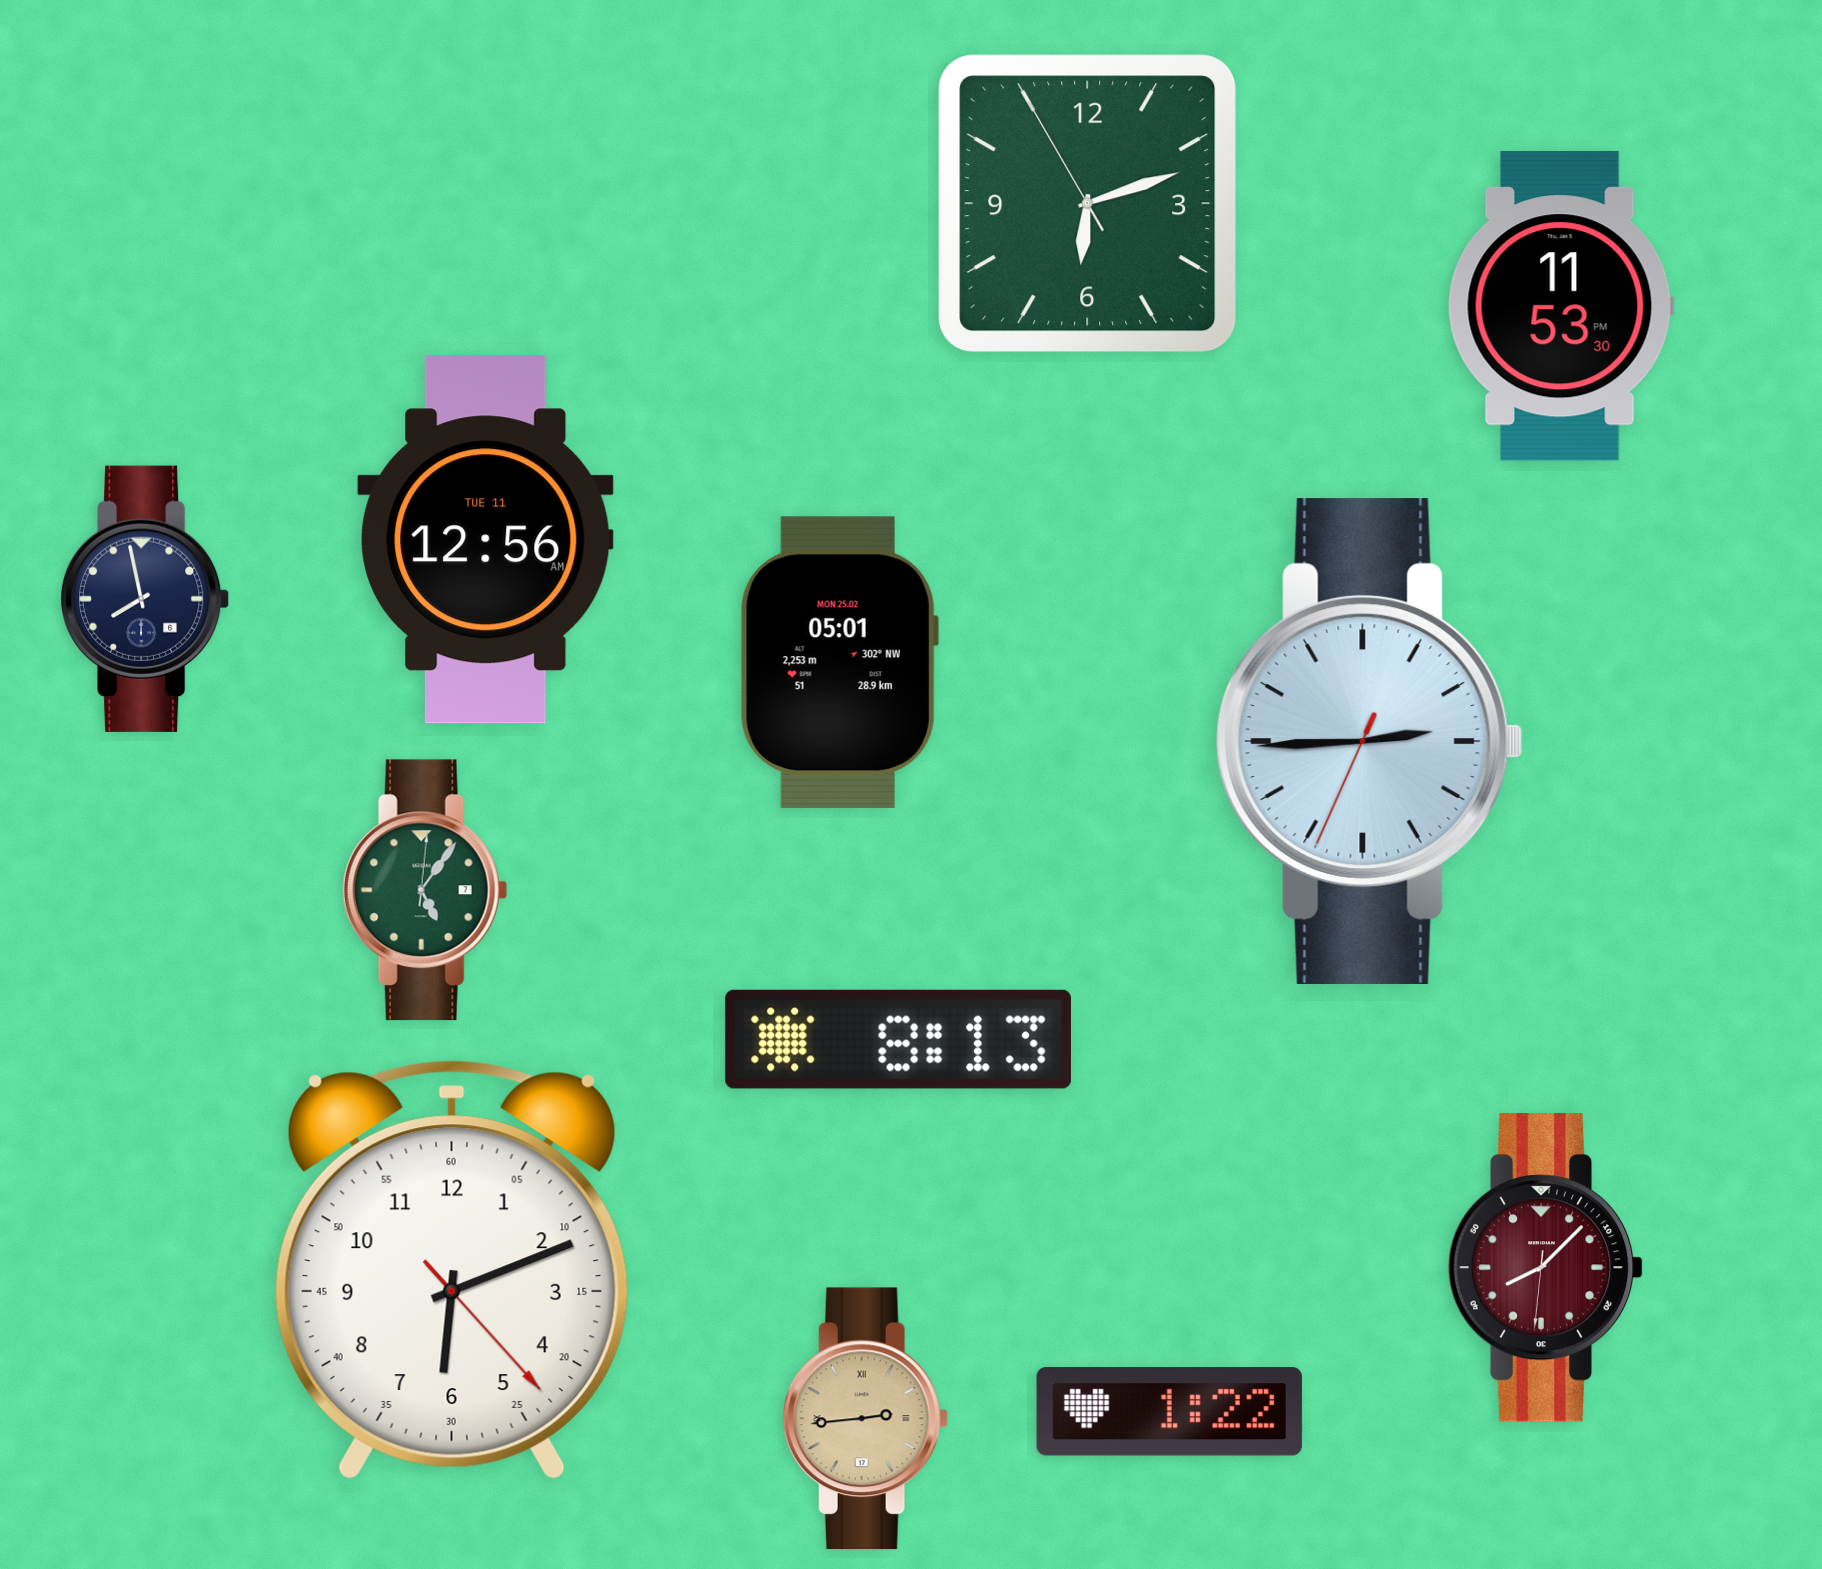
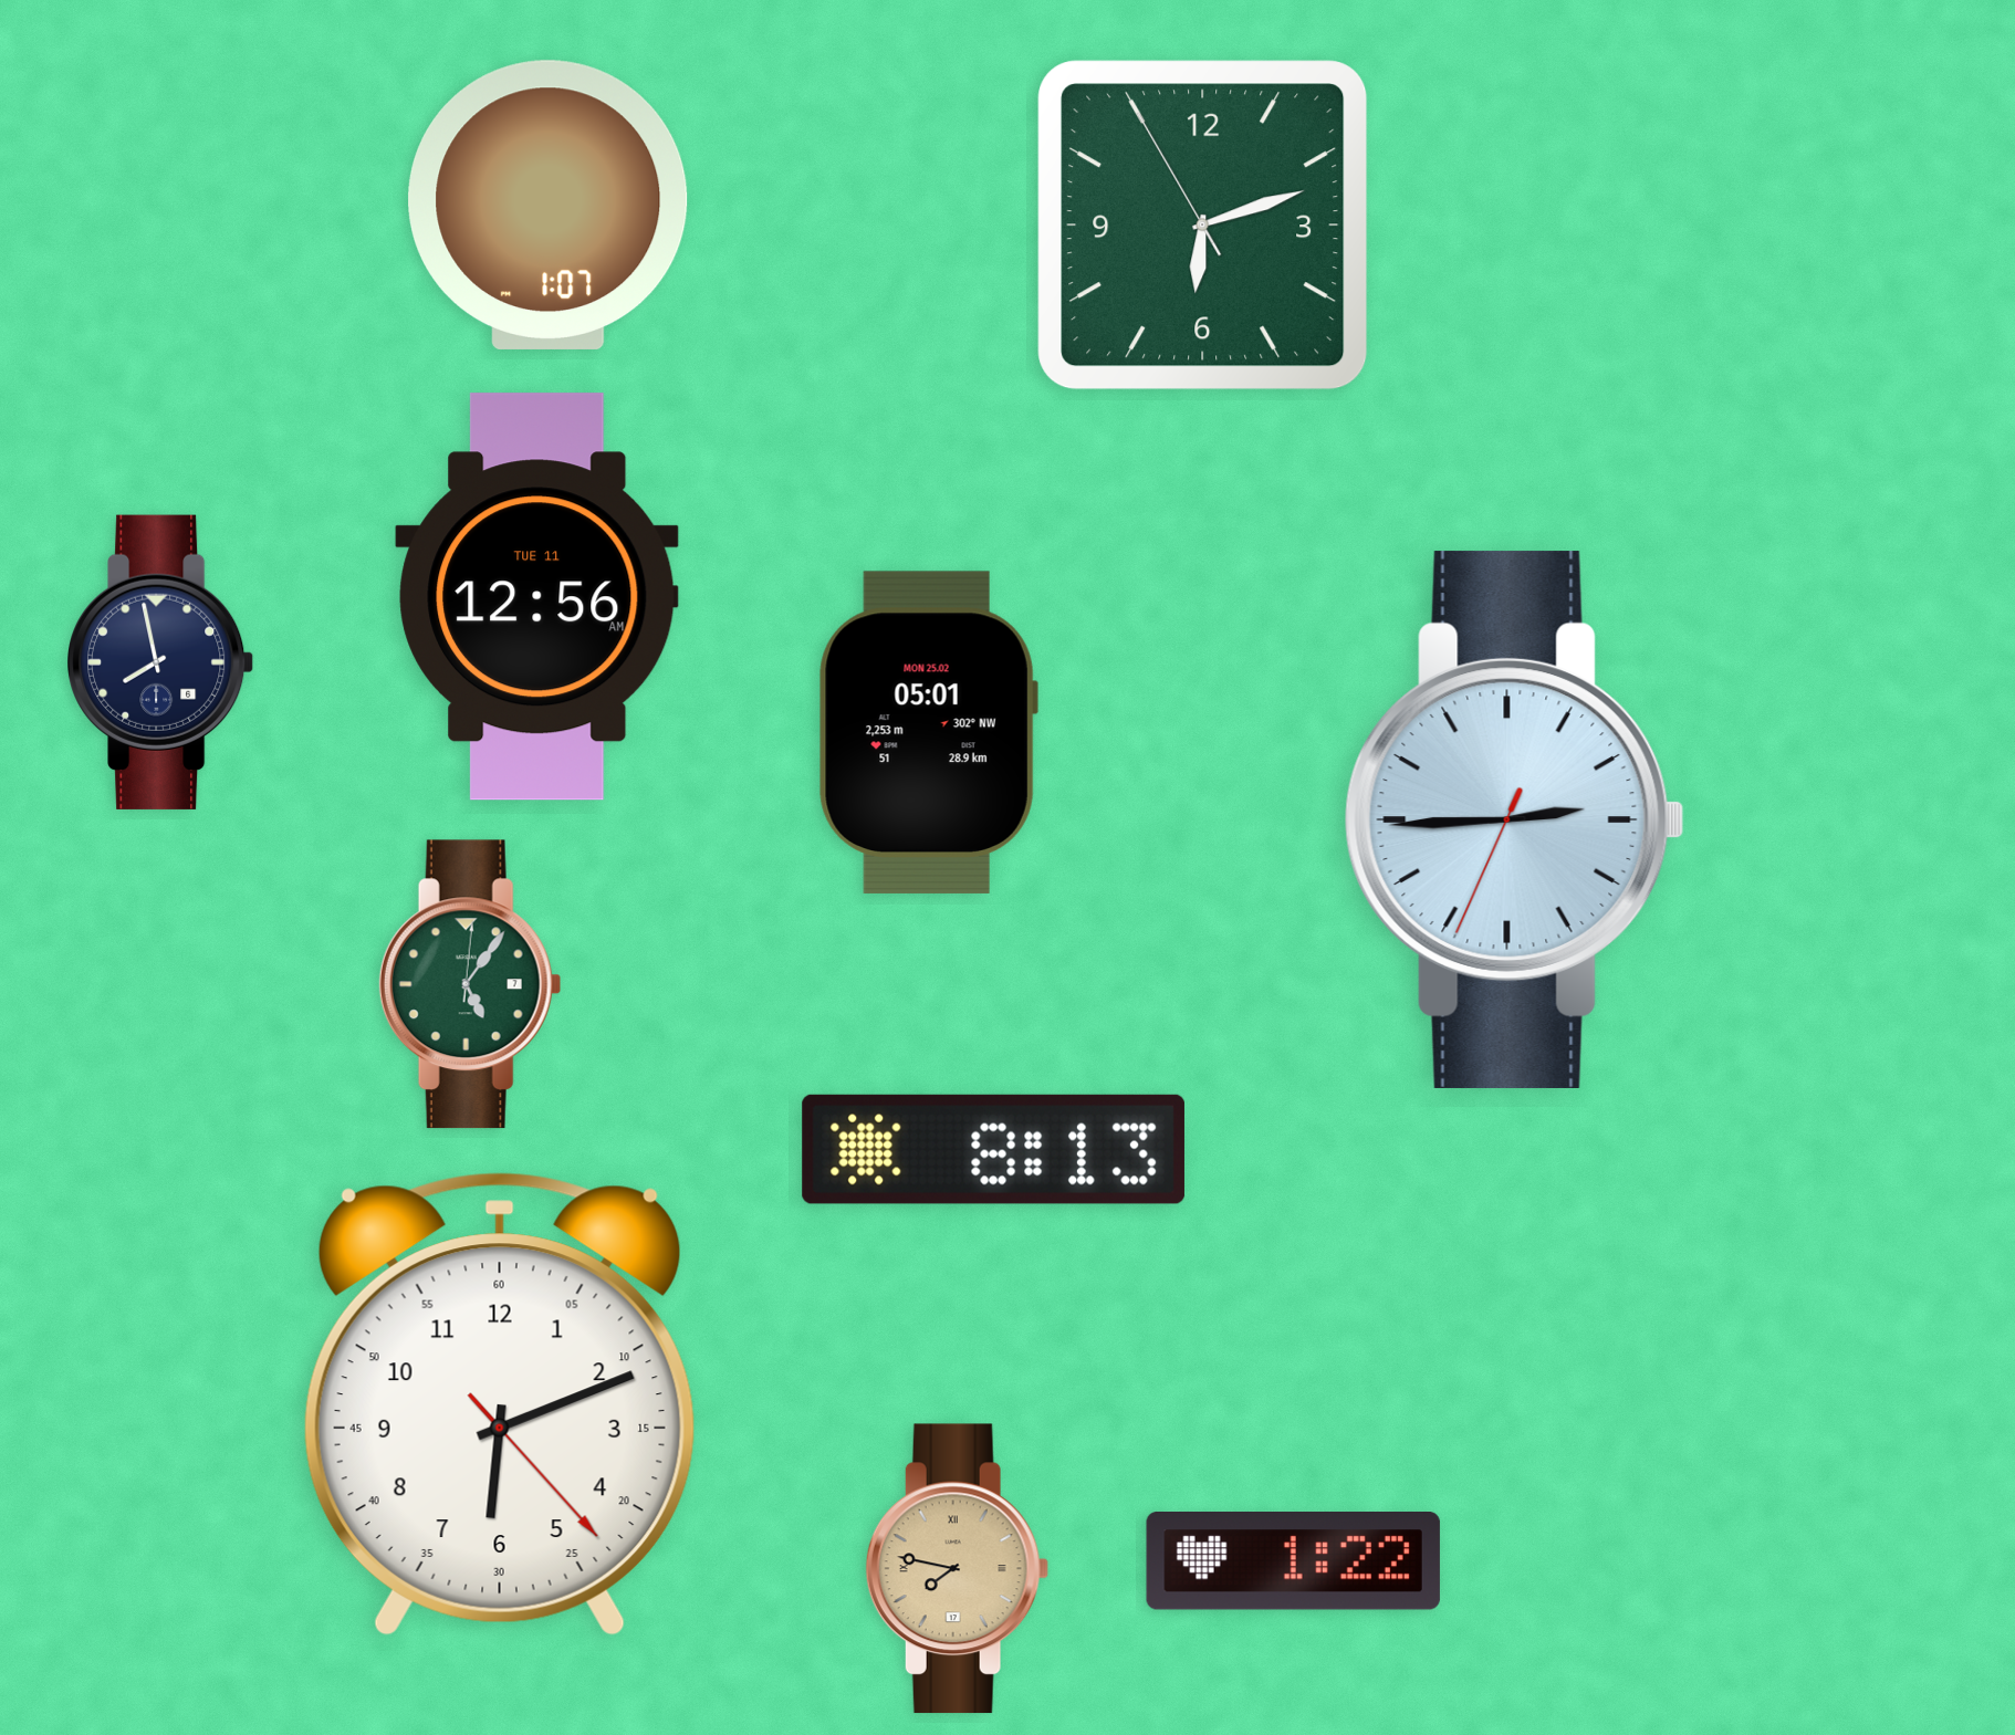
clock at (549, 205): none -> 1:07
clock at (1561, 306): 11:53 -> none
clock at (1546, 1268): 8:07 -> none
clock at (865, 1419): 2:44 -> 7:47
